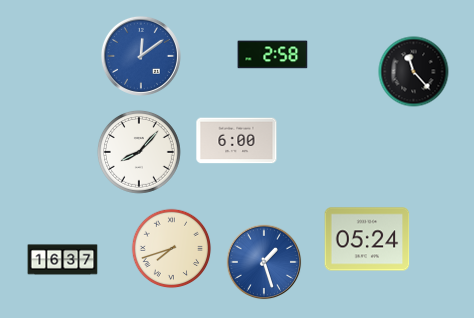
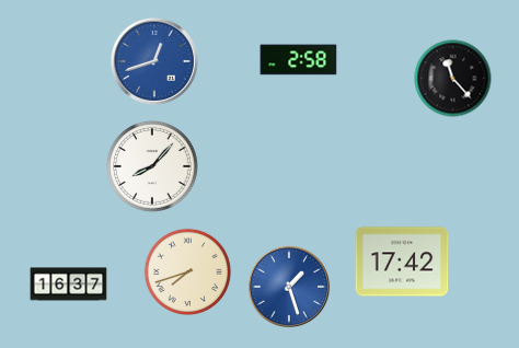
clock at (141, 56): 12:09 -> 12:42
clock at (237, 141): 6:00 -> none
clock at (367, 239): 05:24 -> 17:42
